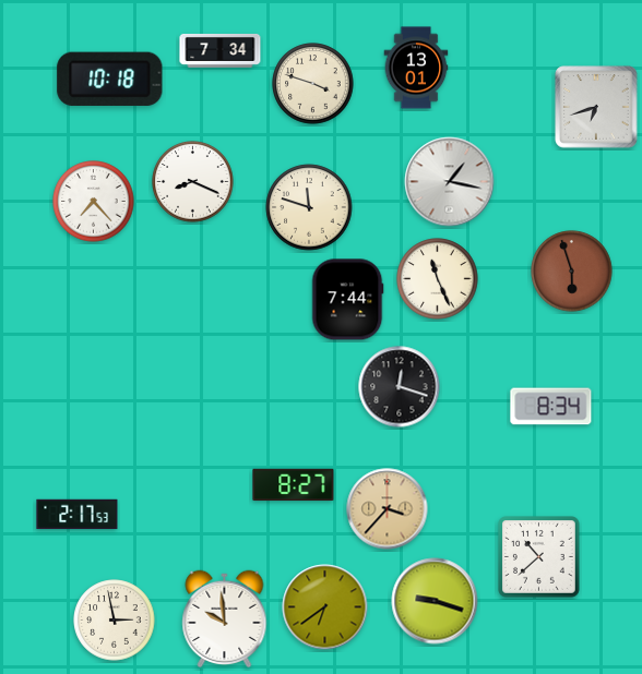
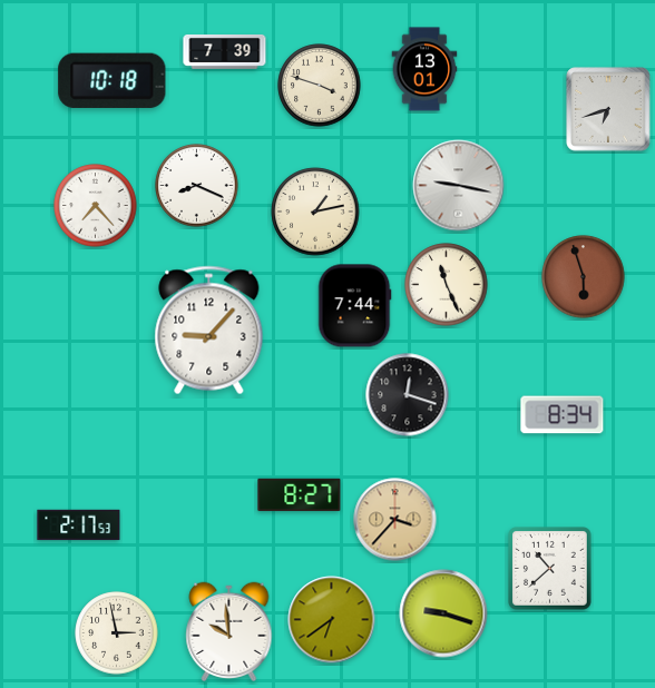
clock at (221, 51): 7:34 -> 7:39
clock at (450, 182): 1:17 -> 9:17
clock at (309, 207): 11:48 -> 1:13
clock at (209, 331): none -> 9:07
